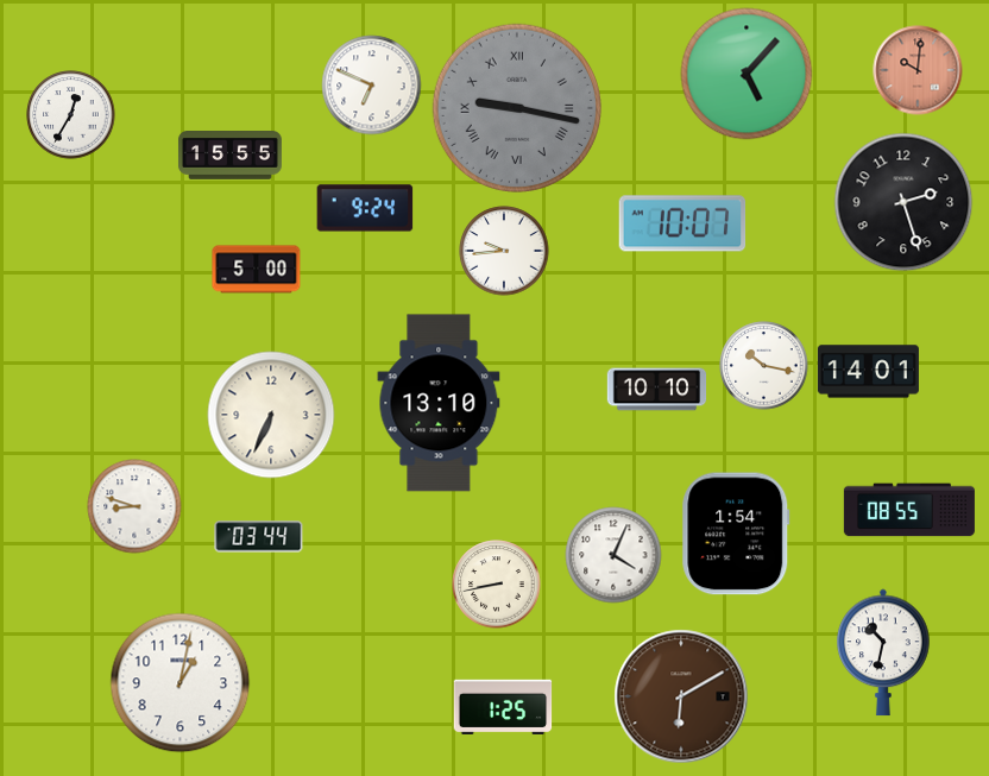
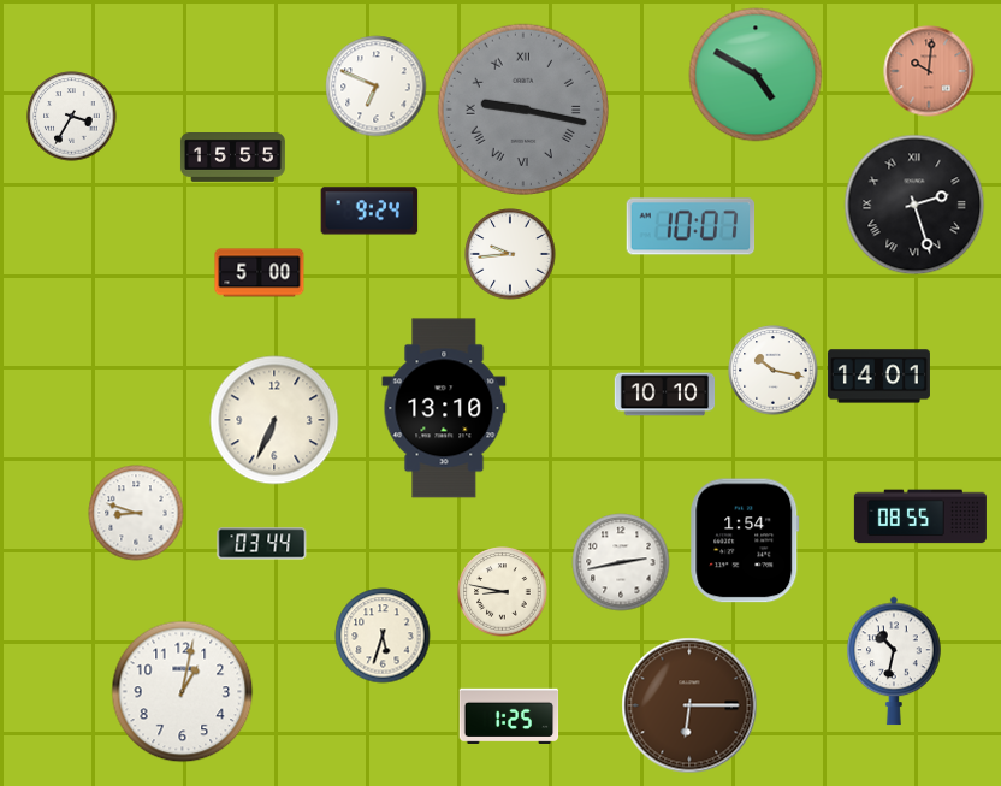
clock at (747, 74): 5:07 -> 4:50
clock at (71, 115): 12:35 -> 3:35
clock at (903, 202) numerals: Arabic -> Roman
clock at (613, 555): 4:04 -> 2:43
clock at (497, 585): 8:43 -> 8:47
clock at (383, 636): none -> 5:33
clock at (681, 696): 6:10 -> 6:15
